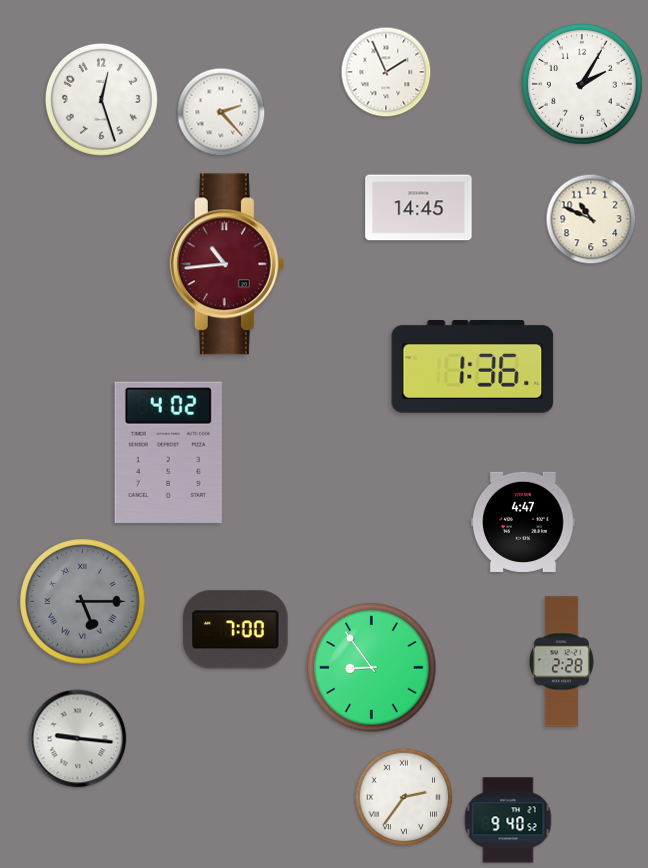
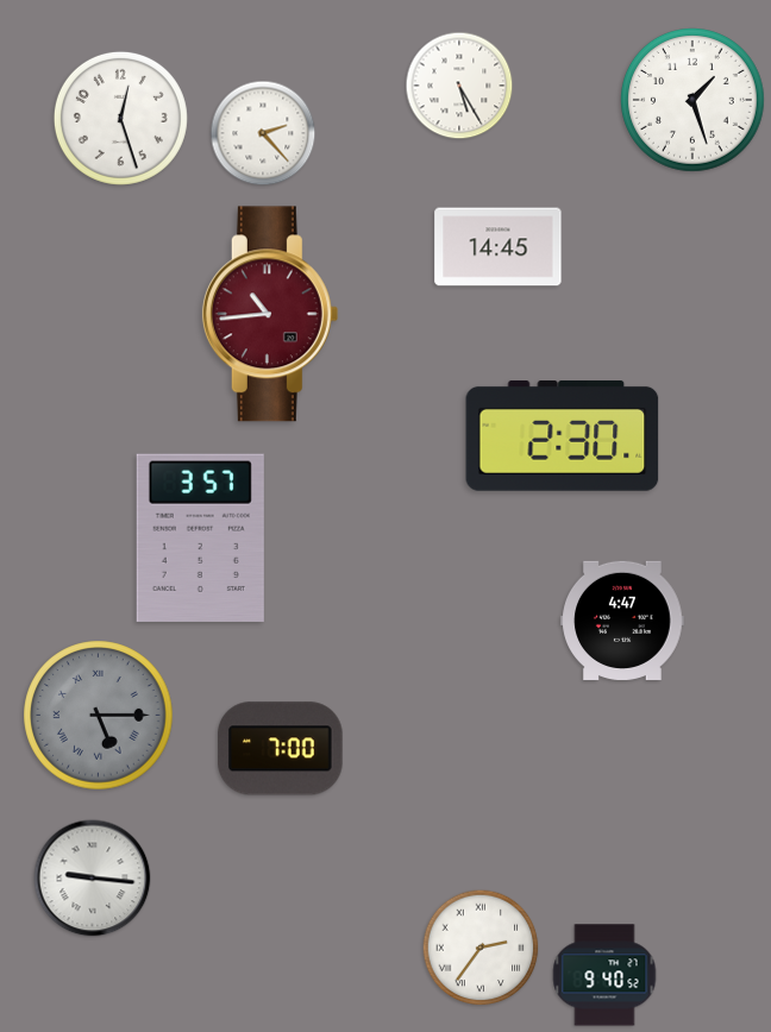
clock at (386, 72): 1:56 -> 5:25
clock at (583, 85): 2:05 -> 1:27
clock at (591, 219): 10:49 -> none
clock at (473, 367): 1:36 -> 2:30
clock at (168, 452): 4:02 -> 3:57
clock at (561, 662): 2:28 -> none
clock at (372, 668): 8:54 -> none
